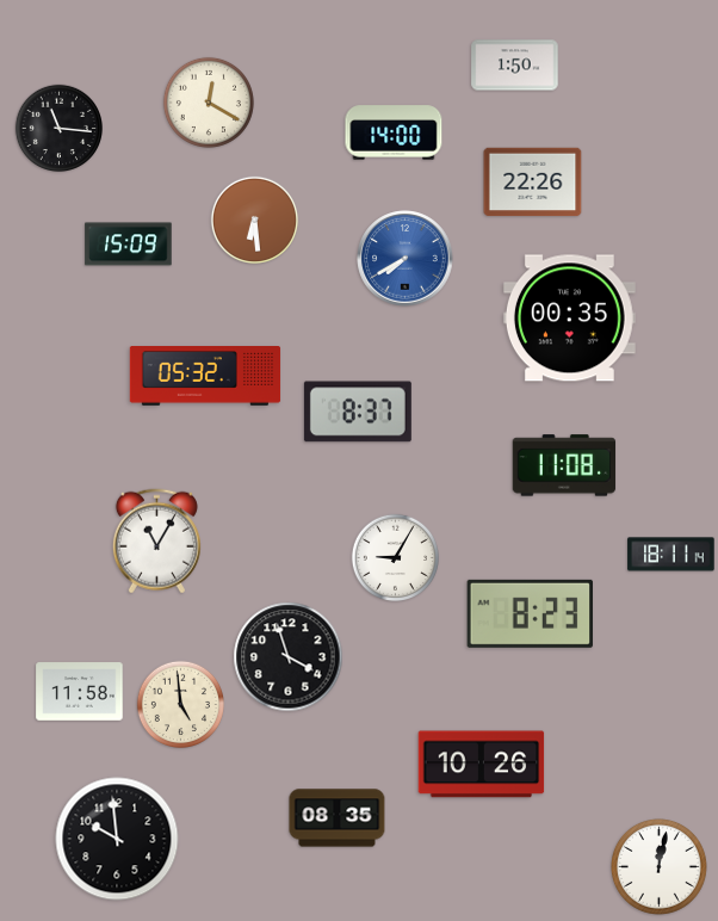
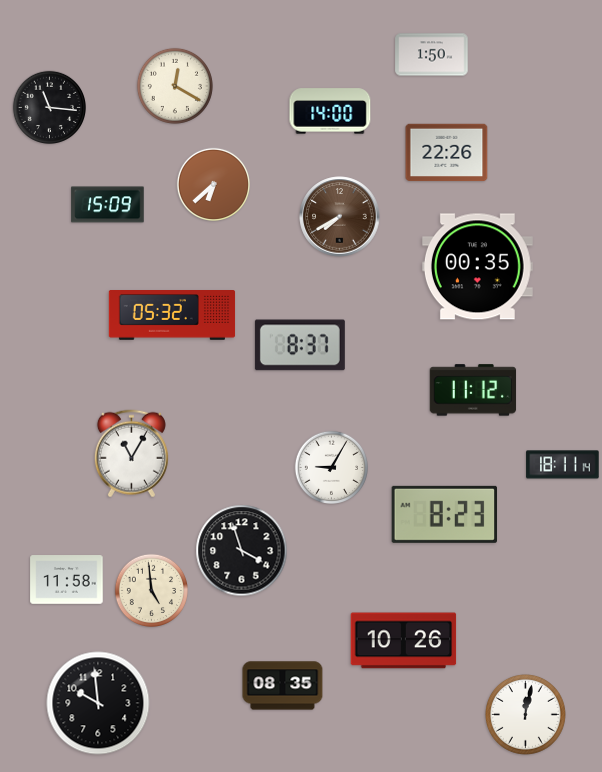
clock at (254, 220): 6:29 -> 6:38
clock at (406, 259) dial: blue -> brown
clock at (564, 465): 11:08 -> 11:12
clock at (658, 866) position: (658, 866) -> (525, 714)
